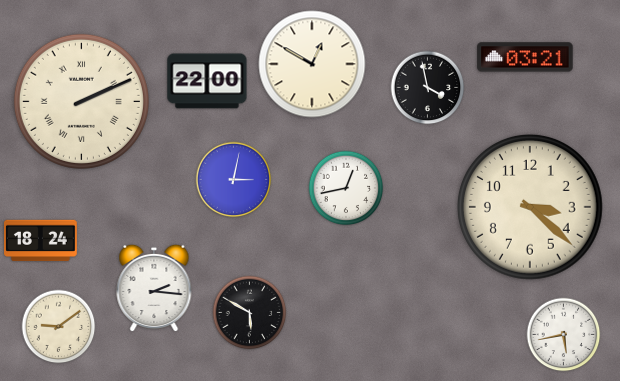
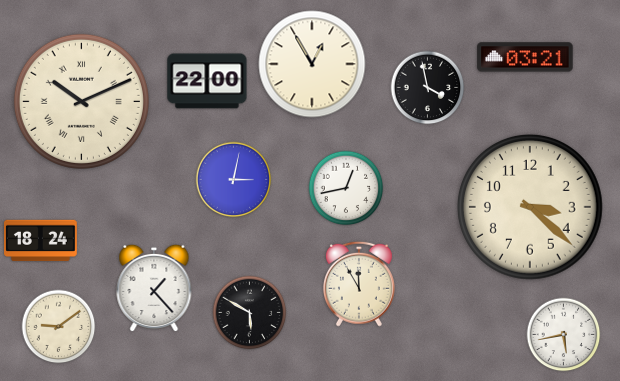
clock at (312, 64): 12:50 -> 12:55
clock at (81, 101): 2:11 -> 10:11
clock at (359, 284): none -> 11:55
clock at (154, 288): 2:16 -> 1:23
